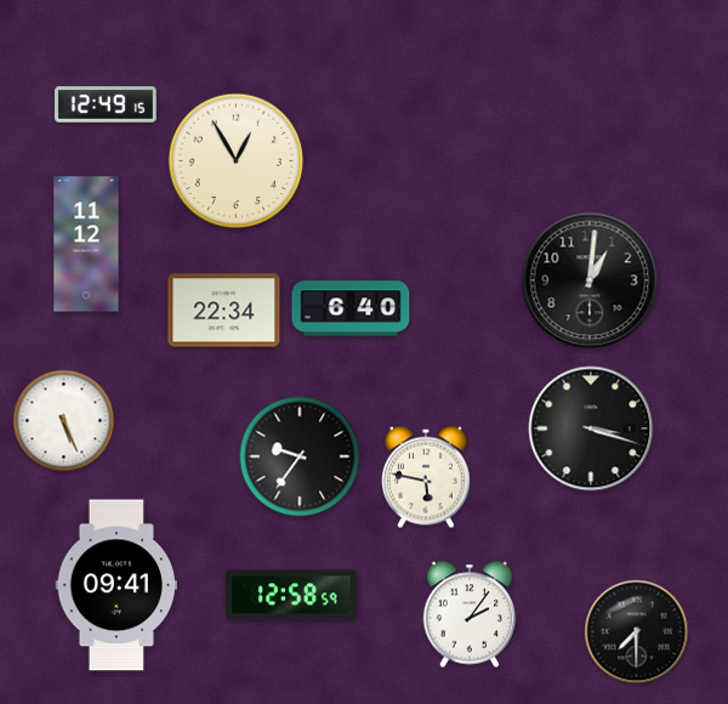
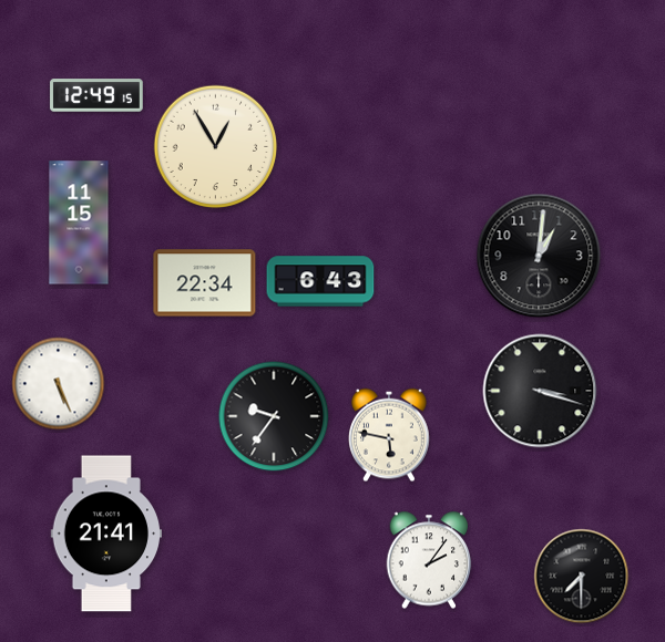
clock at (86, 244): 11:12 -> 11:15
clock at (351, 308): 6:40 -> 6:43
clock at (115, 585): 09:41 -> 21:41
clock at (291, 595): 12:58 -> none
